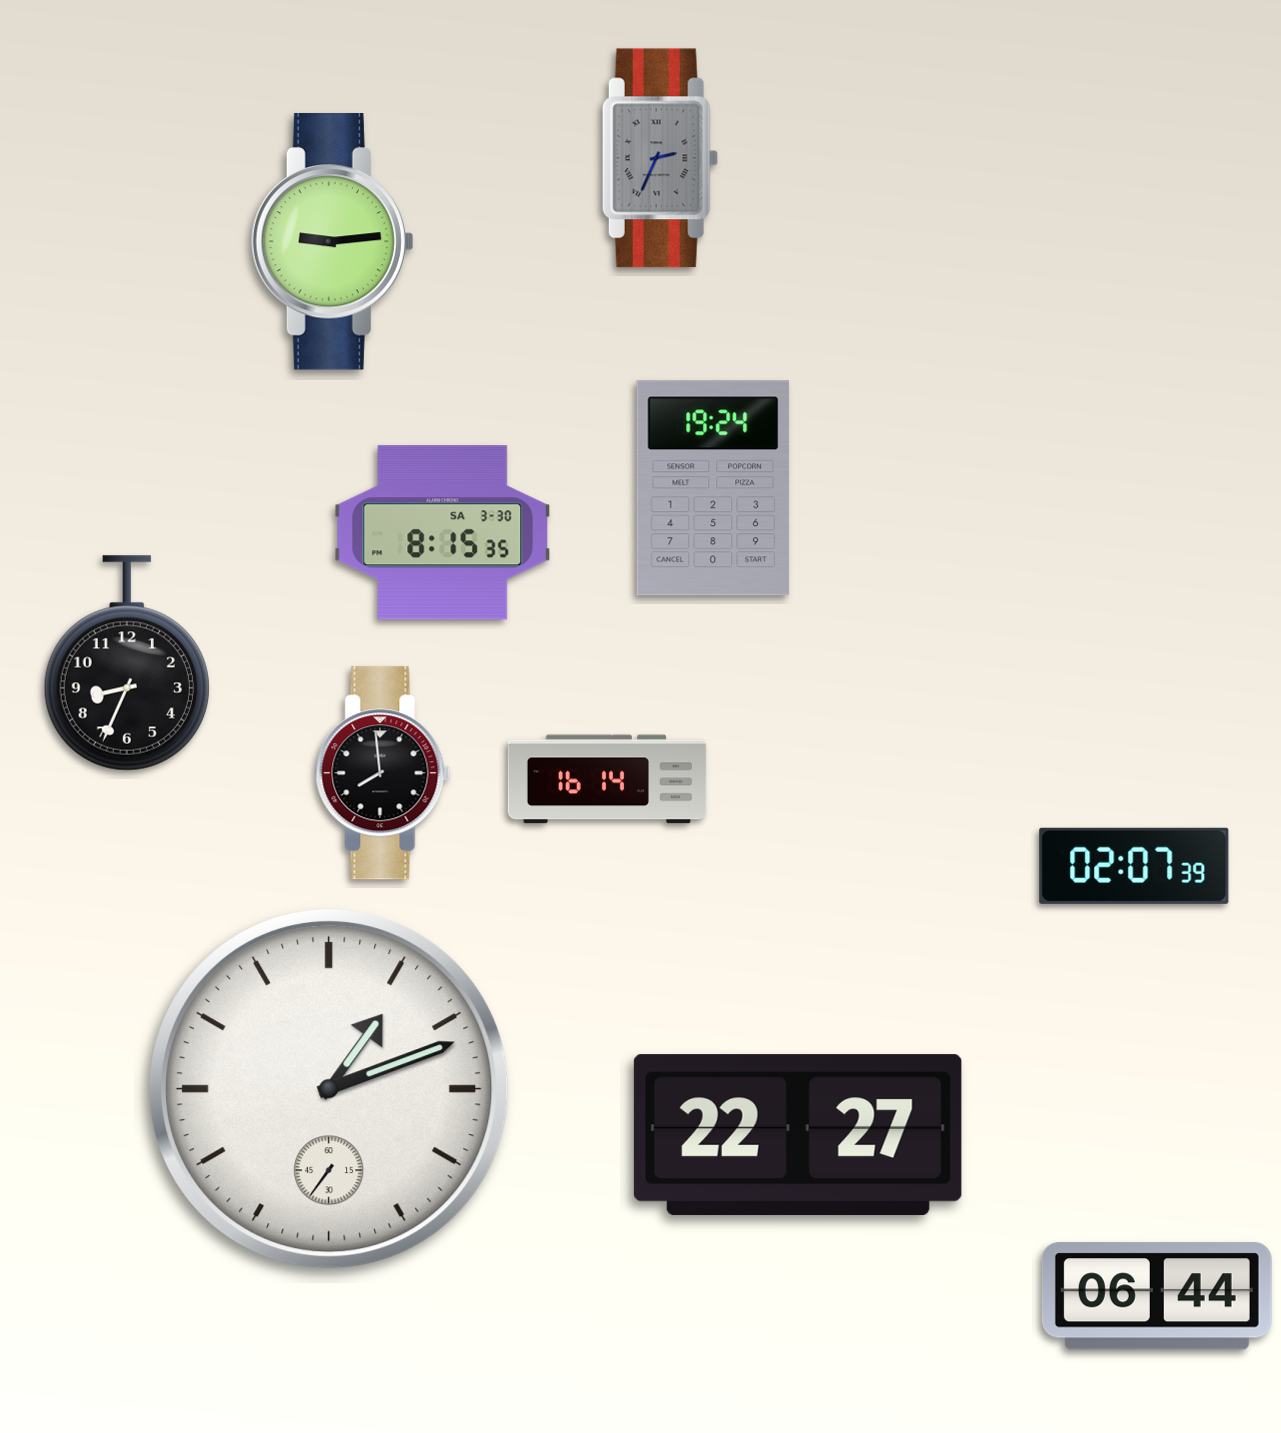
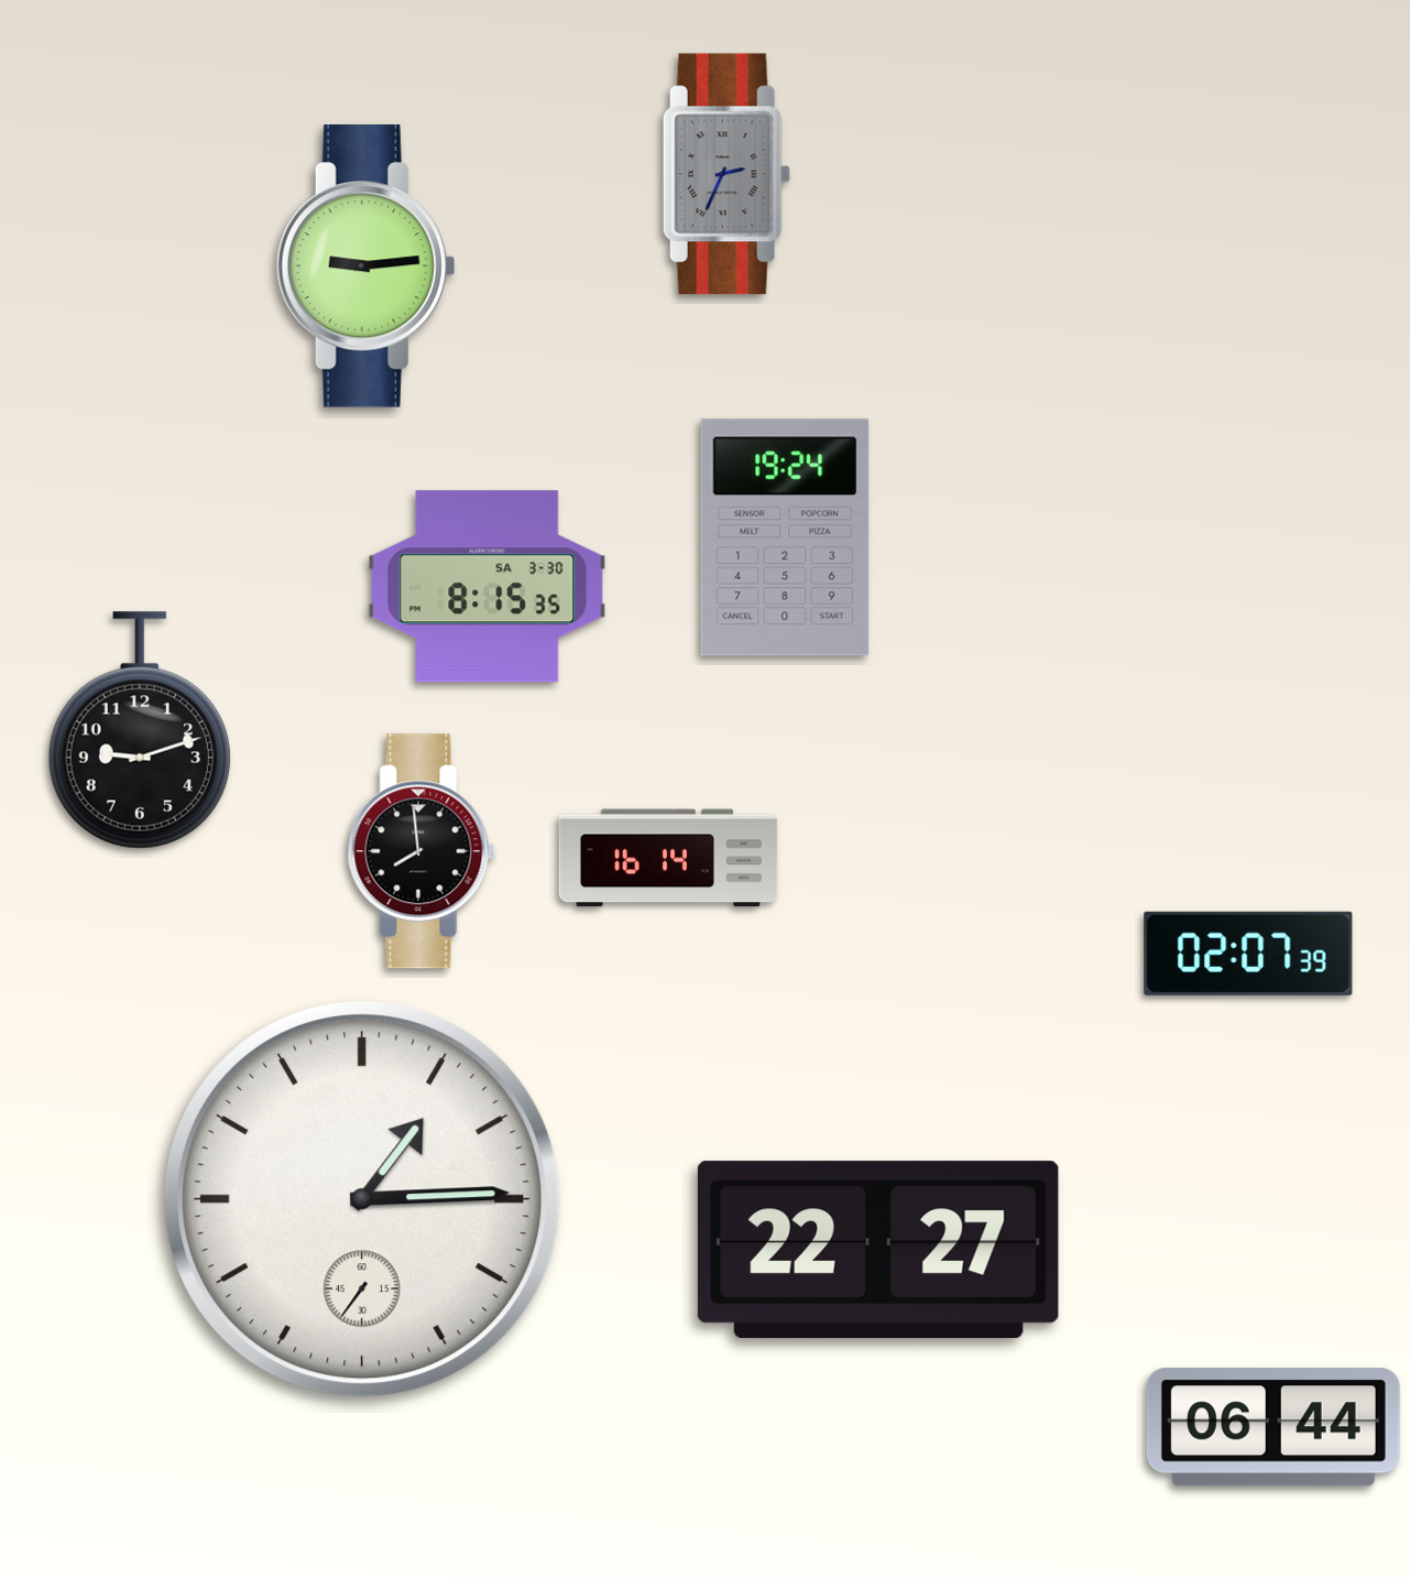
clock at (127, 663): 8:34 -> 9:12
clock at (329, 1089): 1:11 -> 1:14
